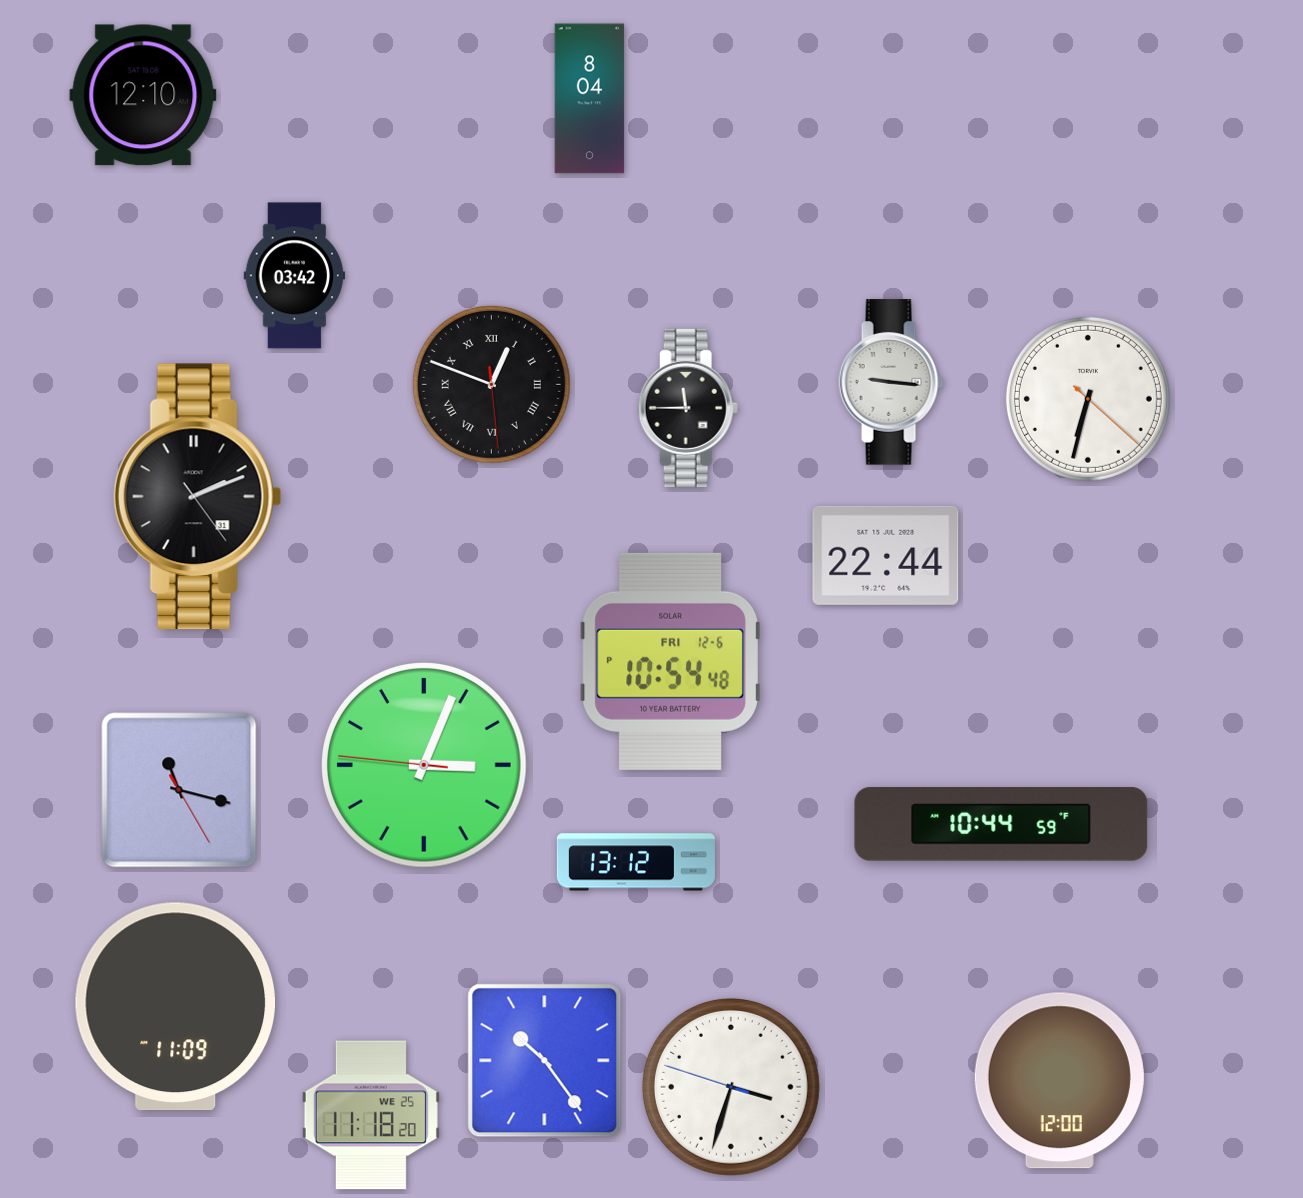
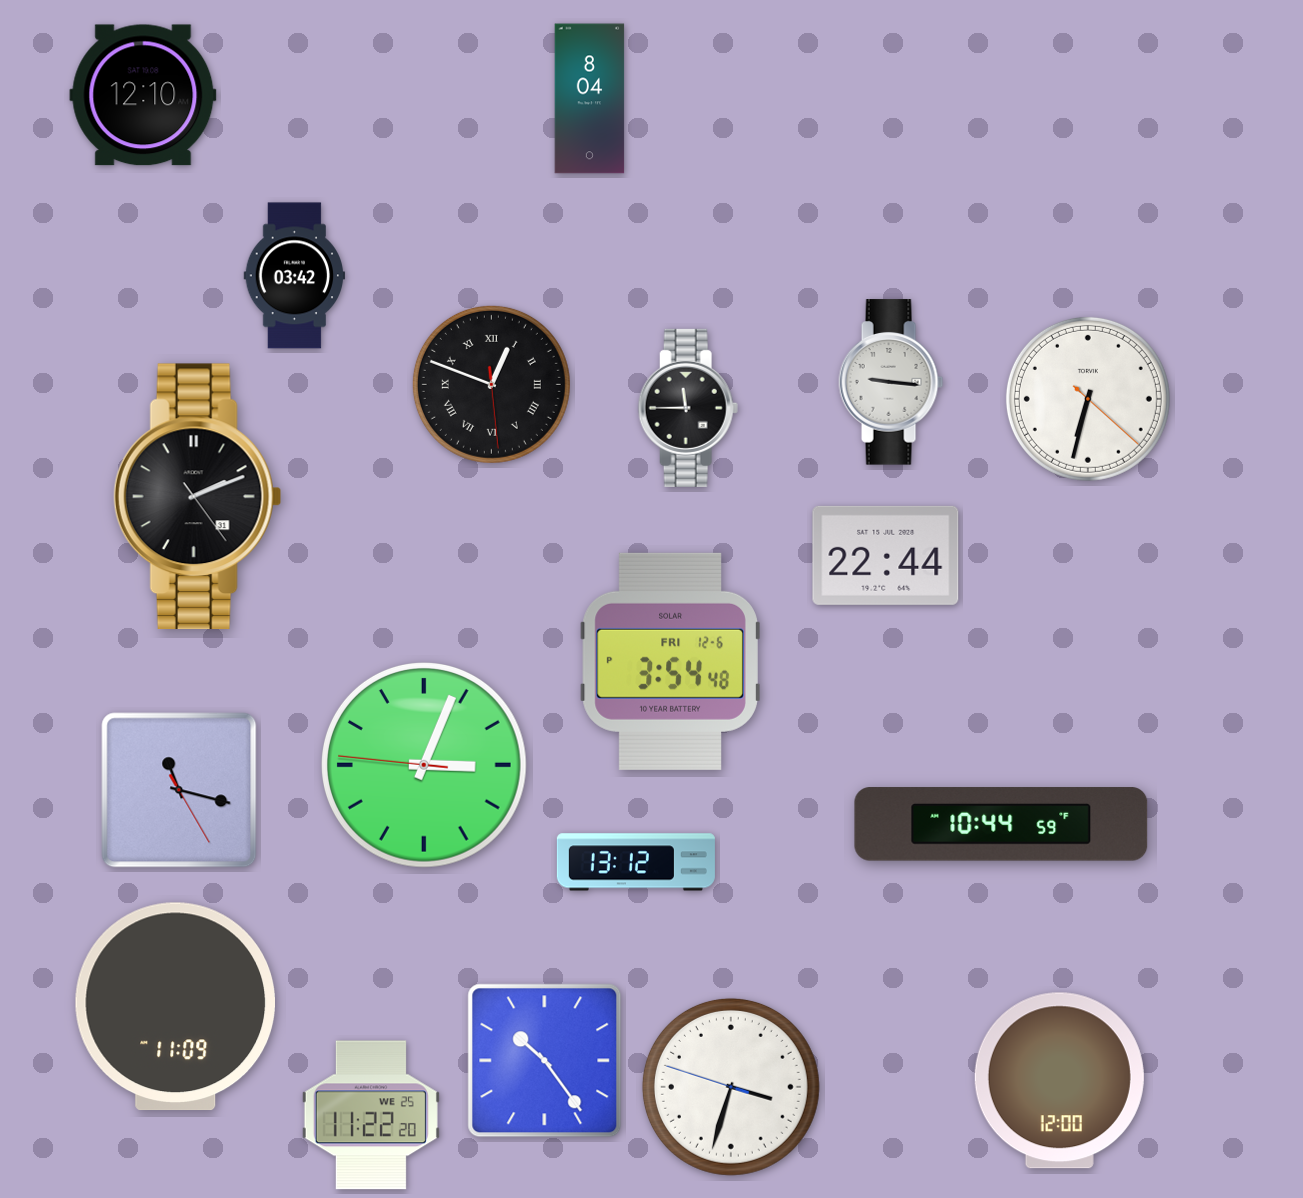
clock at (670, 661): 10:54 -> 3:54
clock at (371, 1115): 11:18 -> 11:22
